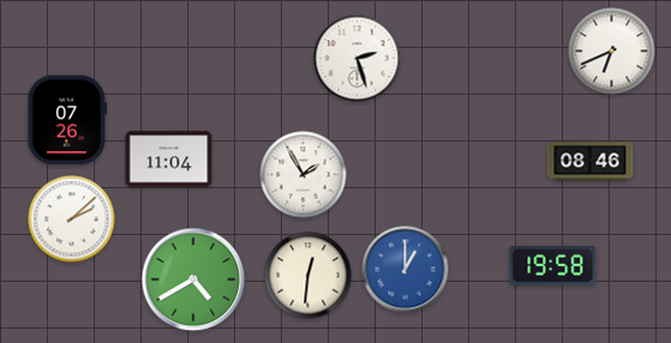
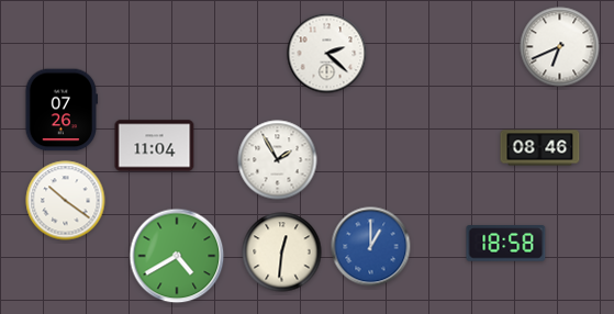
clock at (358, 59): 2:27 -> 2:22
clock at (72, 219): 2:08 -> 10:21
clock at (553, 266): 19:58 -> 18:58
